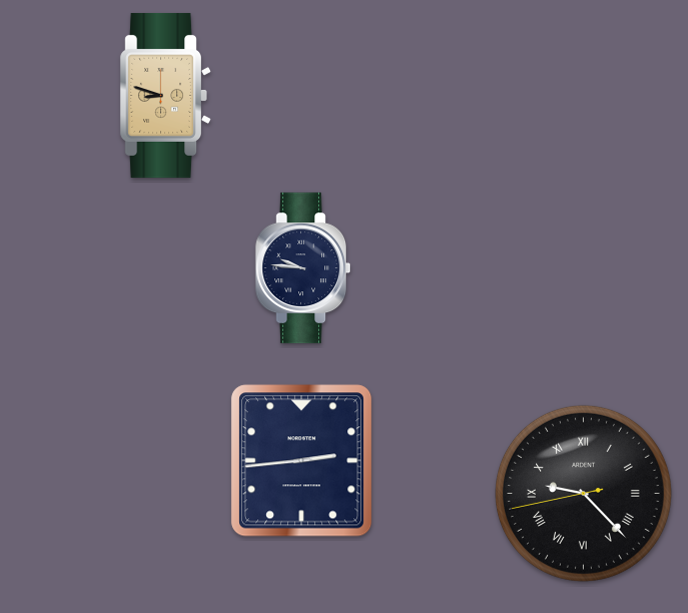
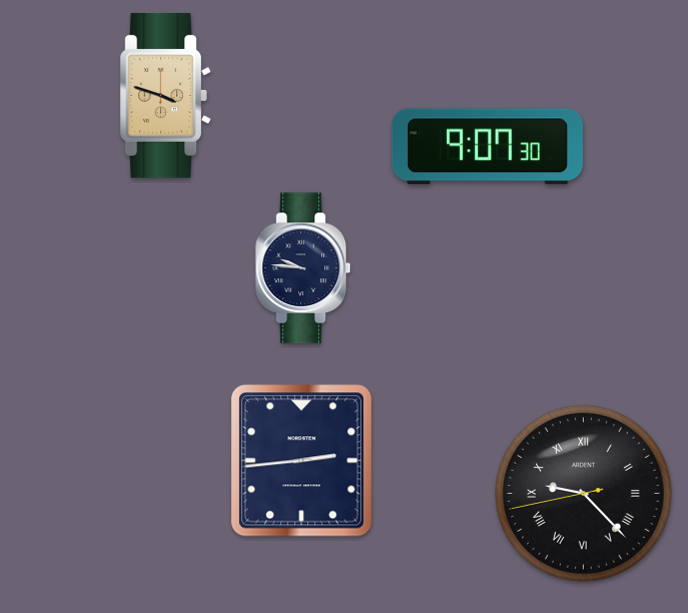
clock at (166, 95): 8:48 -> 3:48
clock at (487, 147): none -> 9:07
